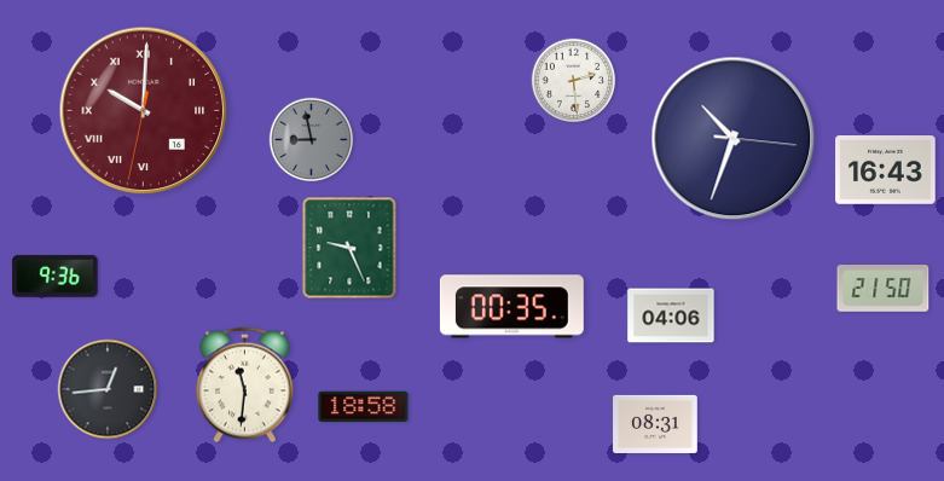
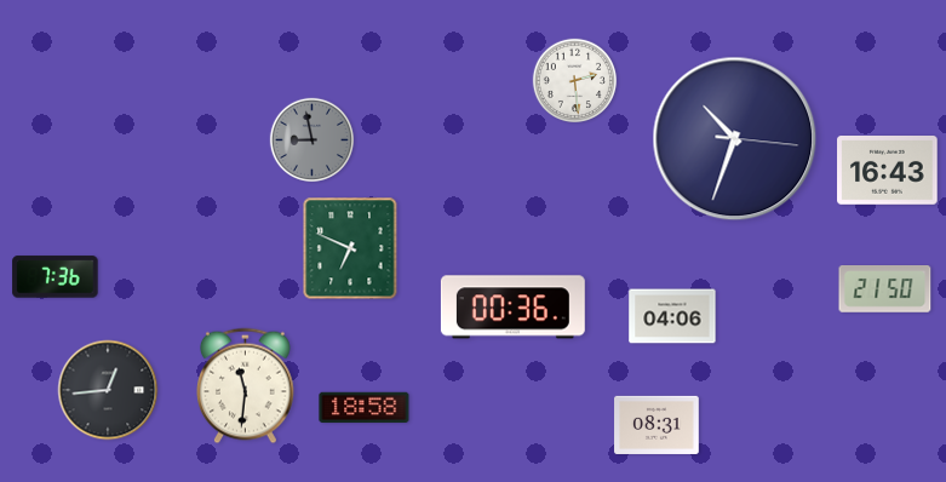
clock at (144, 111): 10:00 -> none
clock at (349, 248): 9:26 -> 6:49
clock at (56, 277): 9:36 -> 7:36
clock at (511, 307): 00:35 -> 00:36
